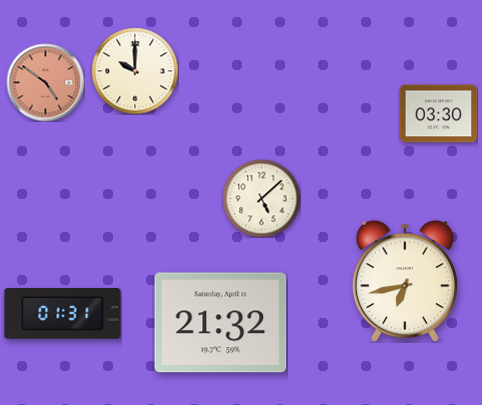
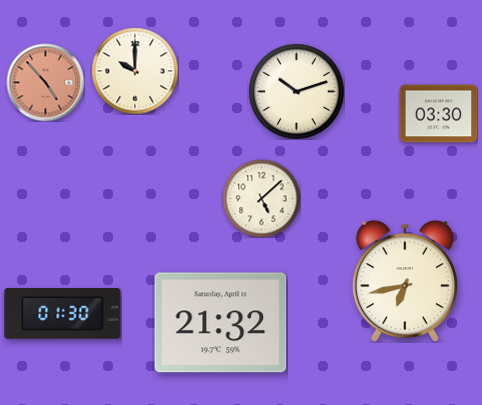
clock at (45, 82): 4:51 -> 4:53
clock at (296, 91): none -> 10:12
clock at (63, 314): 01:31 -> 01:30
